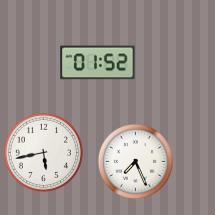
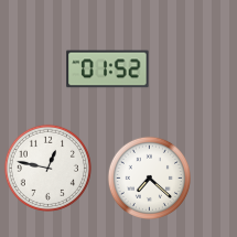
clock at (43, 152): 5:43 -> 12:47
clock at (135, 161): 7:26 -> 7:22
